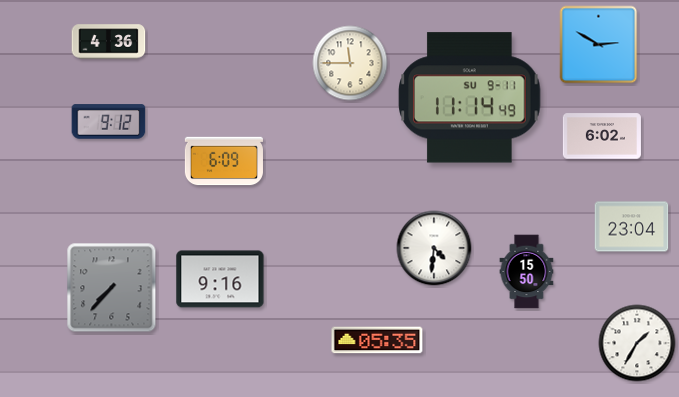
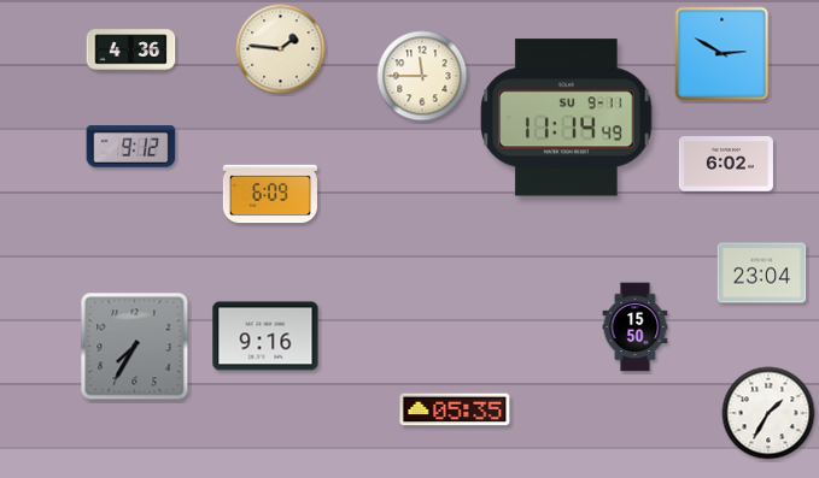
clock at (281, 49): none -> 1:46
clock at (434, 248): 4:31 -> none
clock at (112, 288): 7:37 -> 7:35
